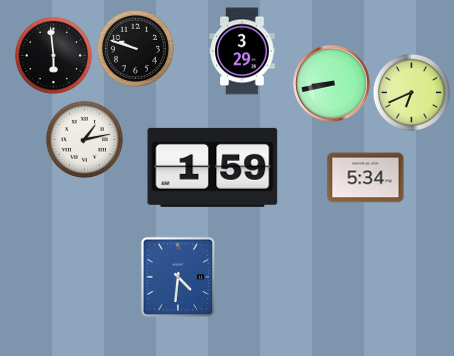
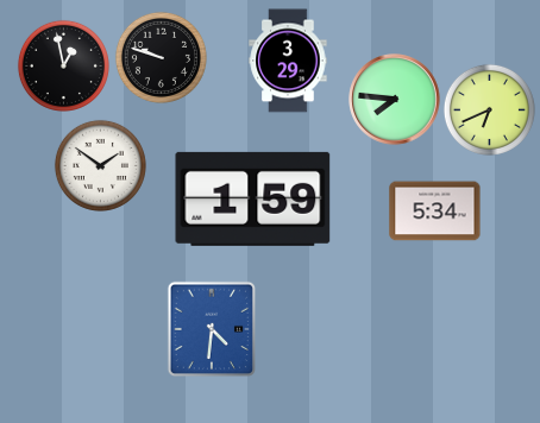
clock at (53, 55): 5:59 -> 12:58
clock at (332, 84): 8:43 -> 7:46
clock at (84, 139): 1:13 -> 1:51
